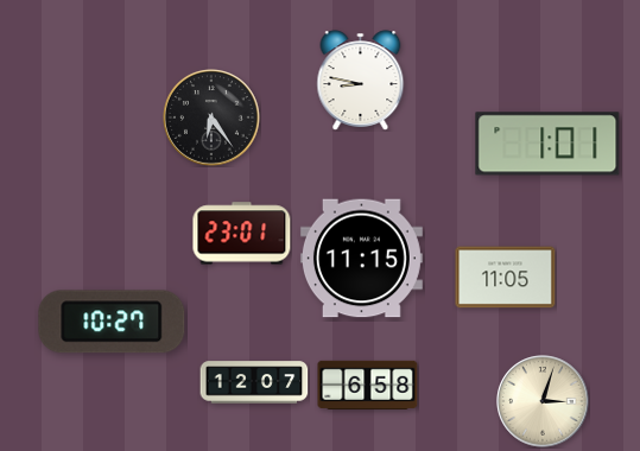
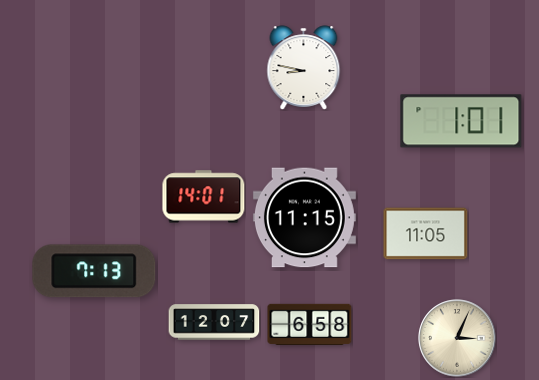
clock at (213, 119): 6:24 -> none
clock at (242, 234): 23:01 -> 14:01
clock at (112, 322): 10:27 -> 7:13
clock at (543, 401): 3:03 -> 3:04
